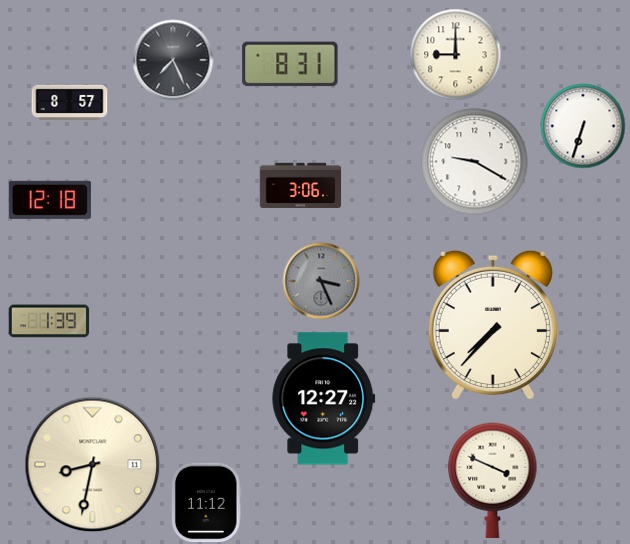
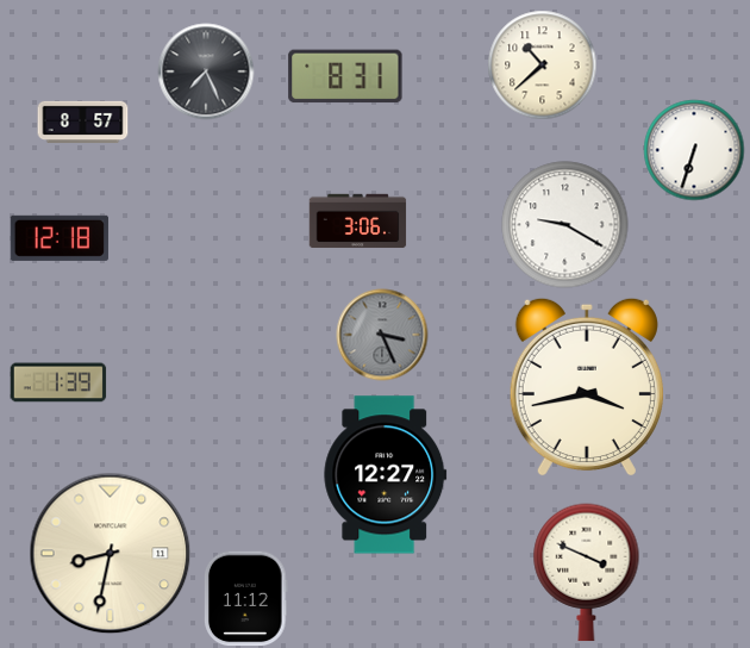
clock at (456, 55): 9:00 -> 10:38
clock at (475, 162) position: (475, 162) -> (565, 225)
clock at (493, 325): 7:37 -> 3:43
